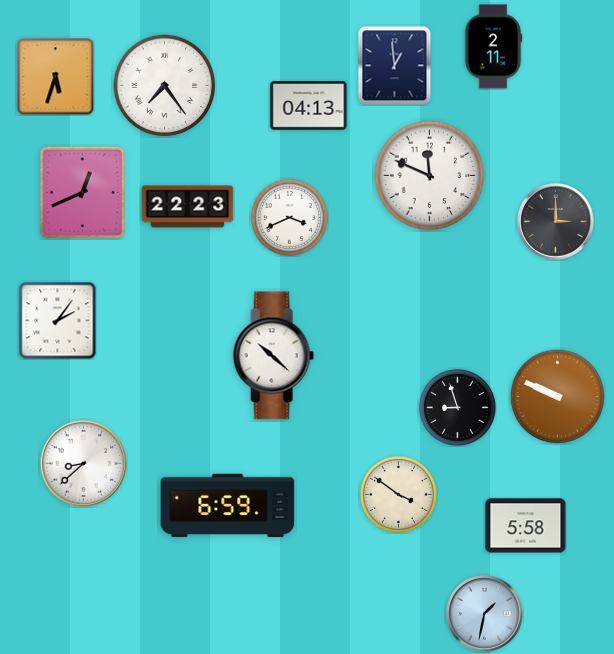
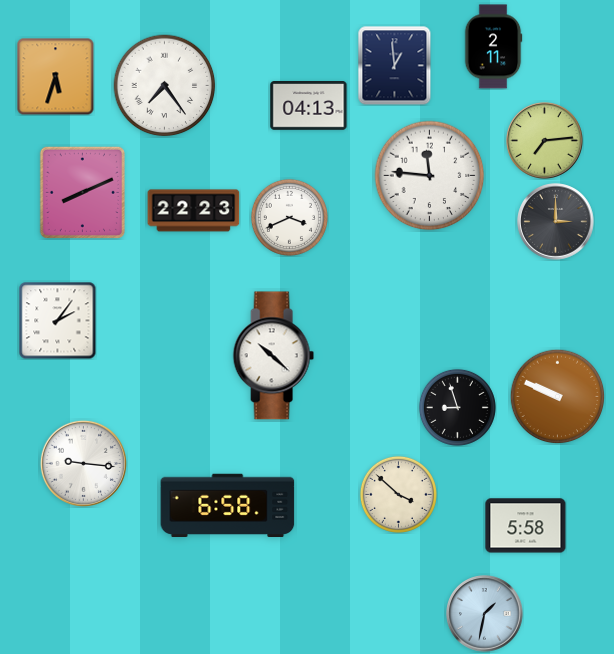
clock at (545, 141): none -> 7:14
clock at (430, 176): 11:49 -> 11:46
clock at (82, 192): 12:41 -> 8:11
clock at (188, 207) position: (188, 207) -> (194, 211)
clock at (83, 463): 8:38 -> 9:16
clock at (398, 494): 3:51 -> 3:52
clock at (228, 506): 6:59 -> 6:58
